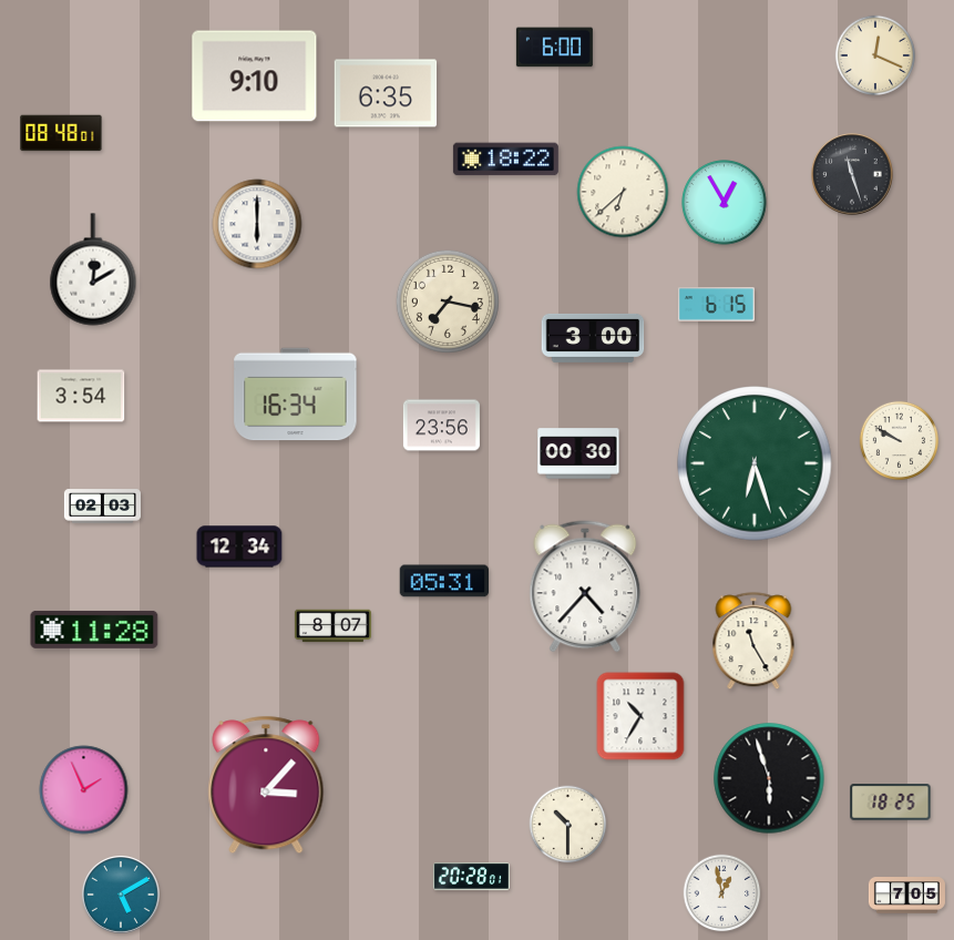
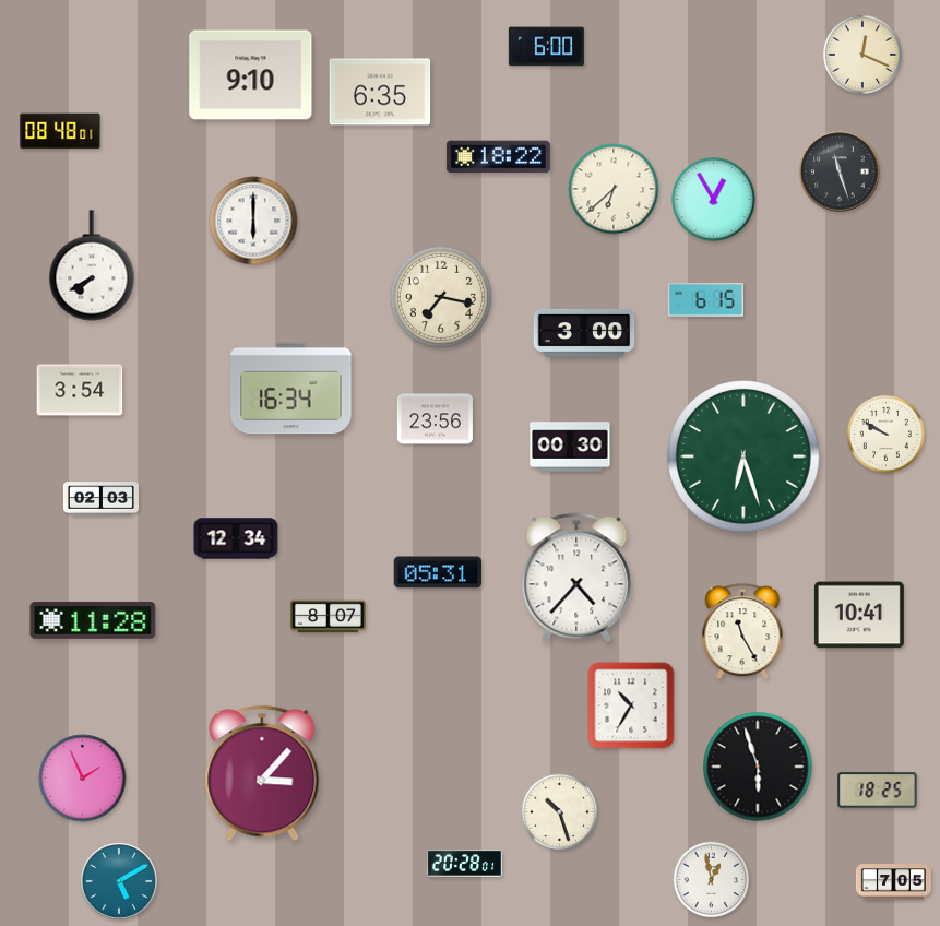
clock at (93, 269): 12:10 -> 7:40
clock at (859, 615): none -> 10:41
clock at (568, 825): 10:30 -> 10:27
